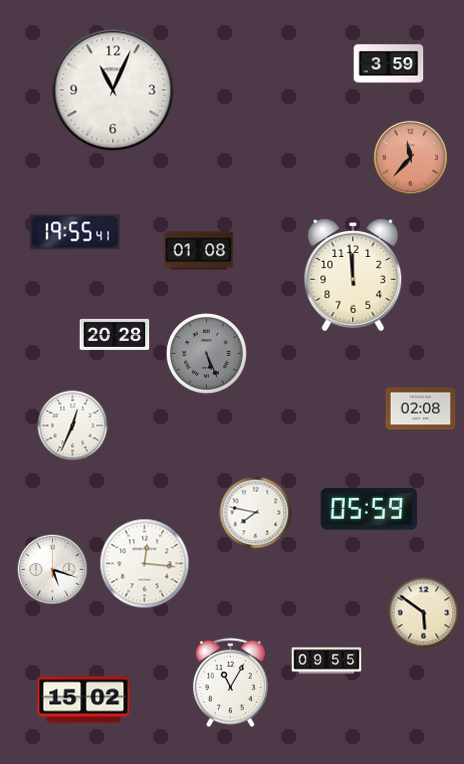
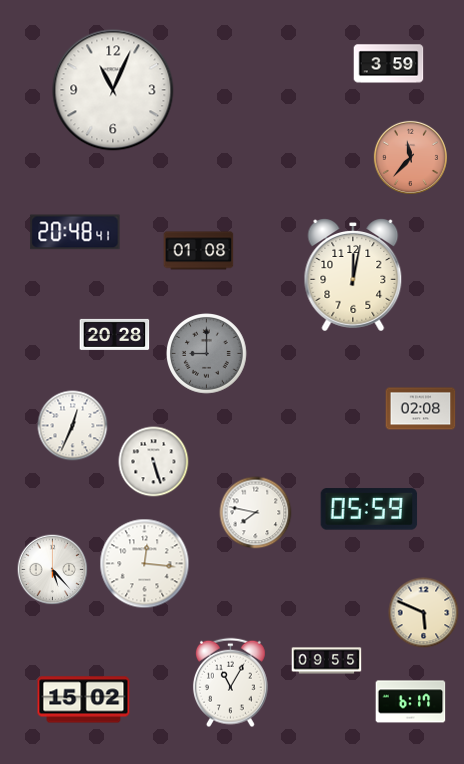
clock at (75, 232): 19:55 -> 20:48
clock at (353, 275): 11:59 -> 12:02
clock at (207, 354): 5:26 -> 9:00
clock at (154, 462): none -> 5:27
clock at (53, 570): 5:18 -> 5:23
clock at (424, 613): 5:51 -> 5:49
clock at (411, 702): none -> 6:17
